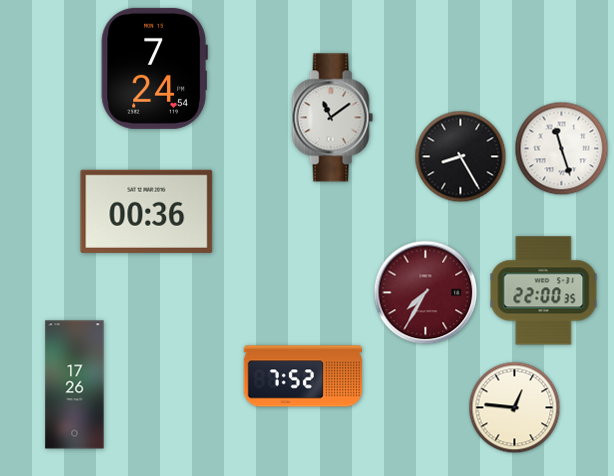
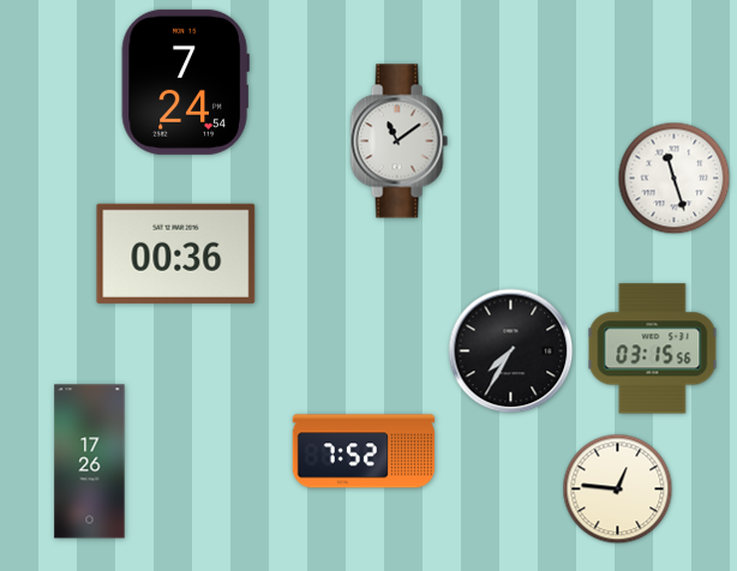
clock at (461, 157): 8:25 -> none
clock at (544, 291): 22:00 -> 03:15
clock at (426, 293) dial: burgundy -> black
